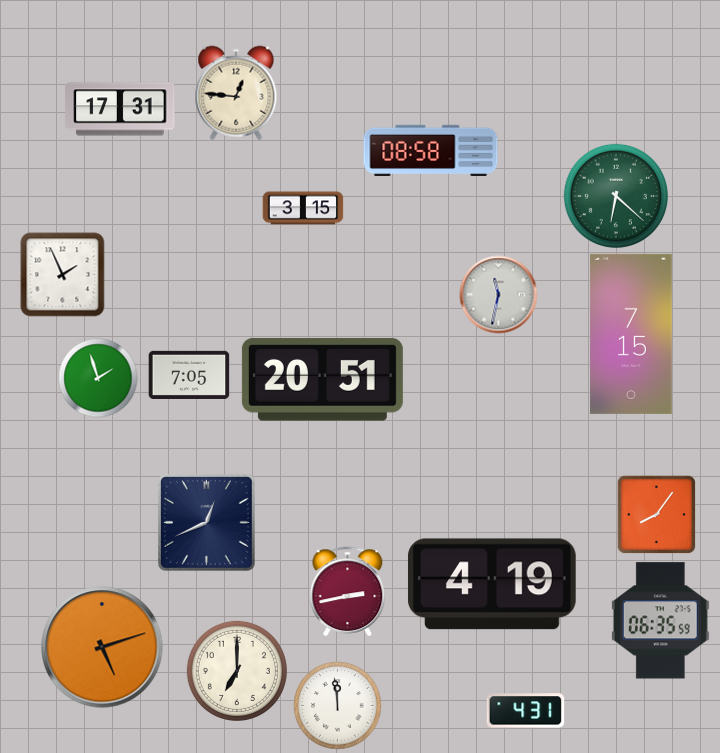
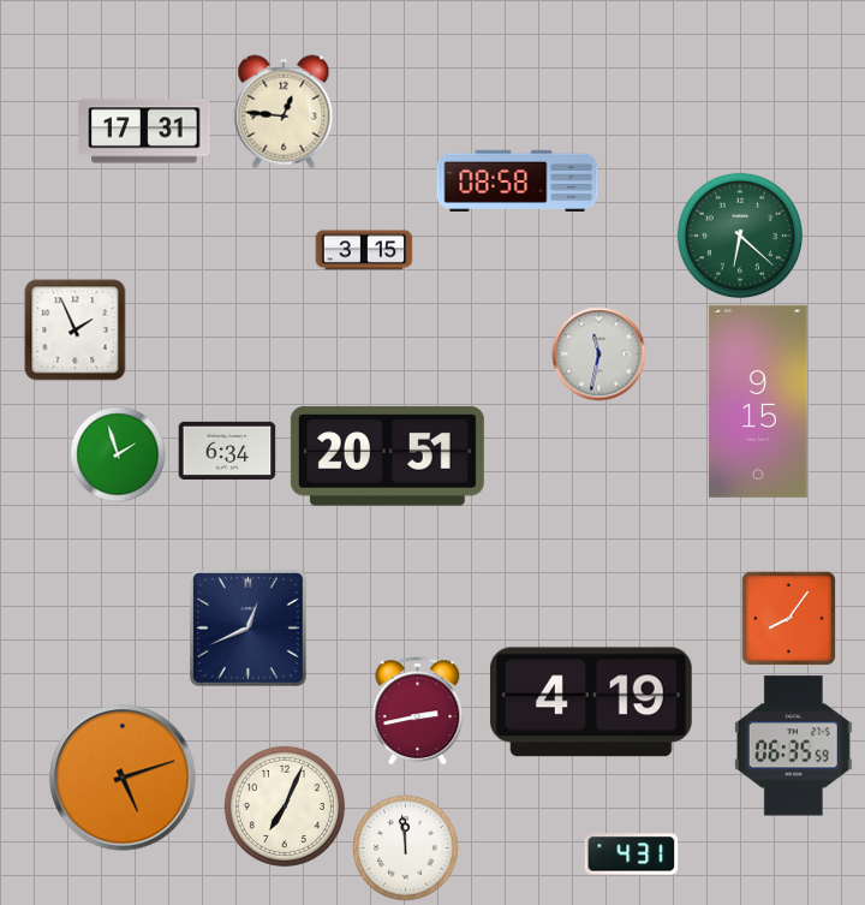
clock at (632, 334): 7:15 -> 9:15
clock at (189, 375): 7:05 -> 6:34
clock at (237, 671): 7:00 -> 7:04
